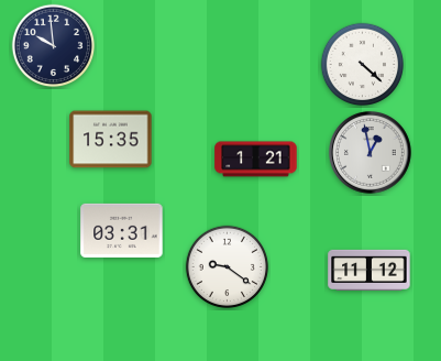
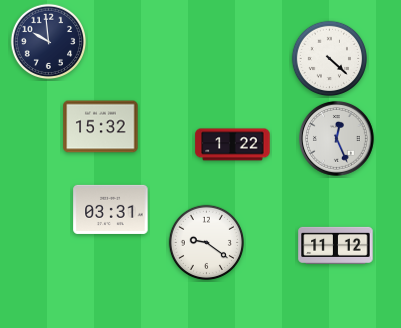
clock at (111, 140): 15:35 -> 15:32
clock at (370, 152): 12:58 -> 12:26
clock at (256, 160): 1:21 -> 1:22
